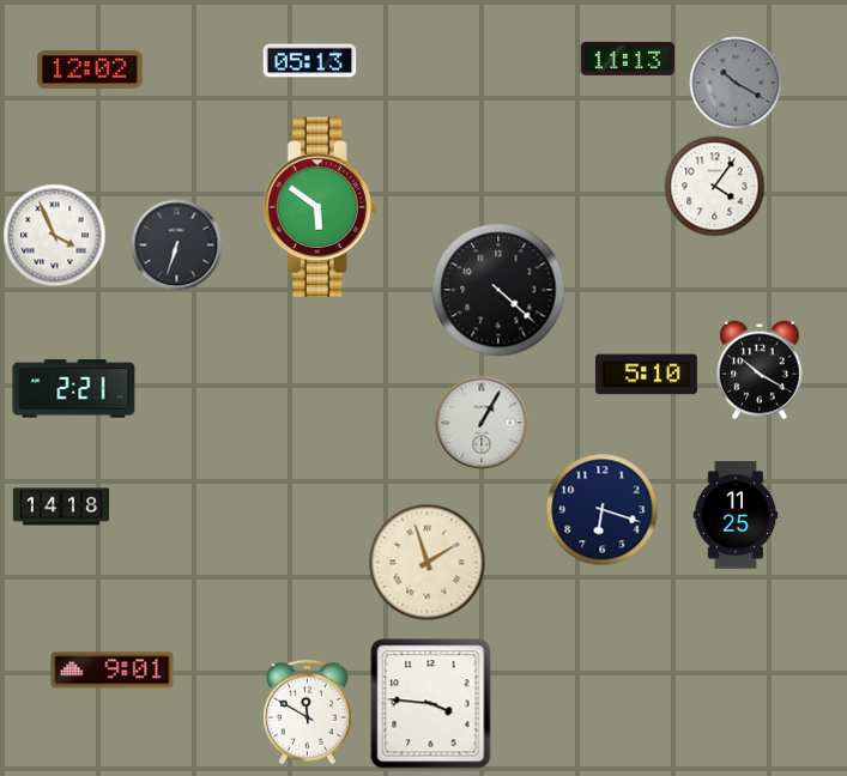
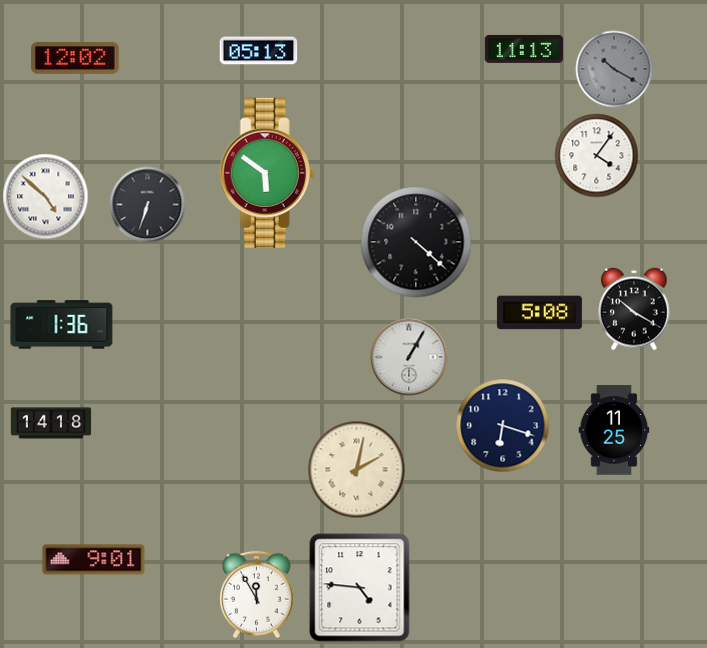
clock at (55, 236): 3:56 -> 4:52
clock at (646, 375): 5:10 -> 5:08
clock at (74, 389): 2:21 -> 1:36
clock at (482, 423) position: (482, 423) -> (409, 357)
clock at (428, 563): 1:57 -> 2:02
clock at (431, 704): 3:46 -> 4:46
clock at (308, 713): 11:50 -> 11:55
